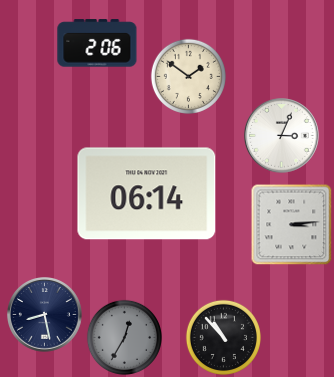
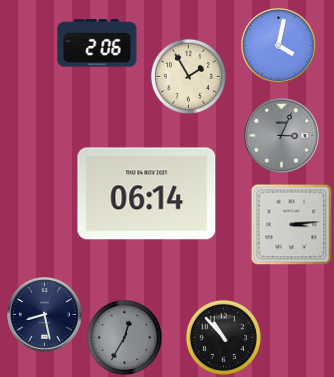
clock at (279, 46): none -> 4:02
clock at (188, 76): 1:51 -> 1:55
clock at (282, 136) dial: white -> grey
